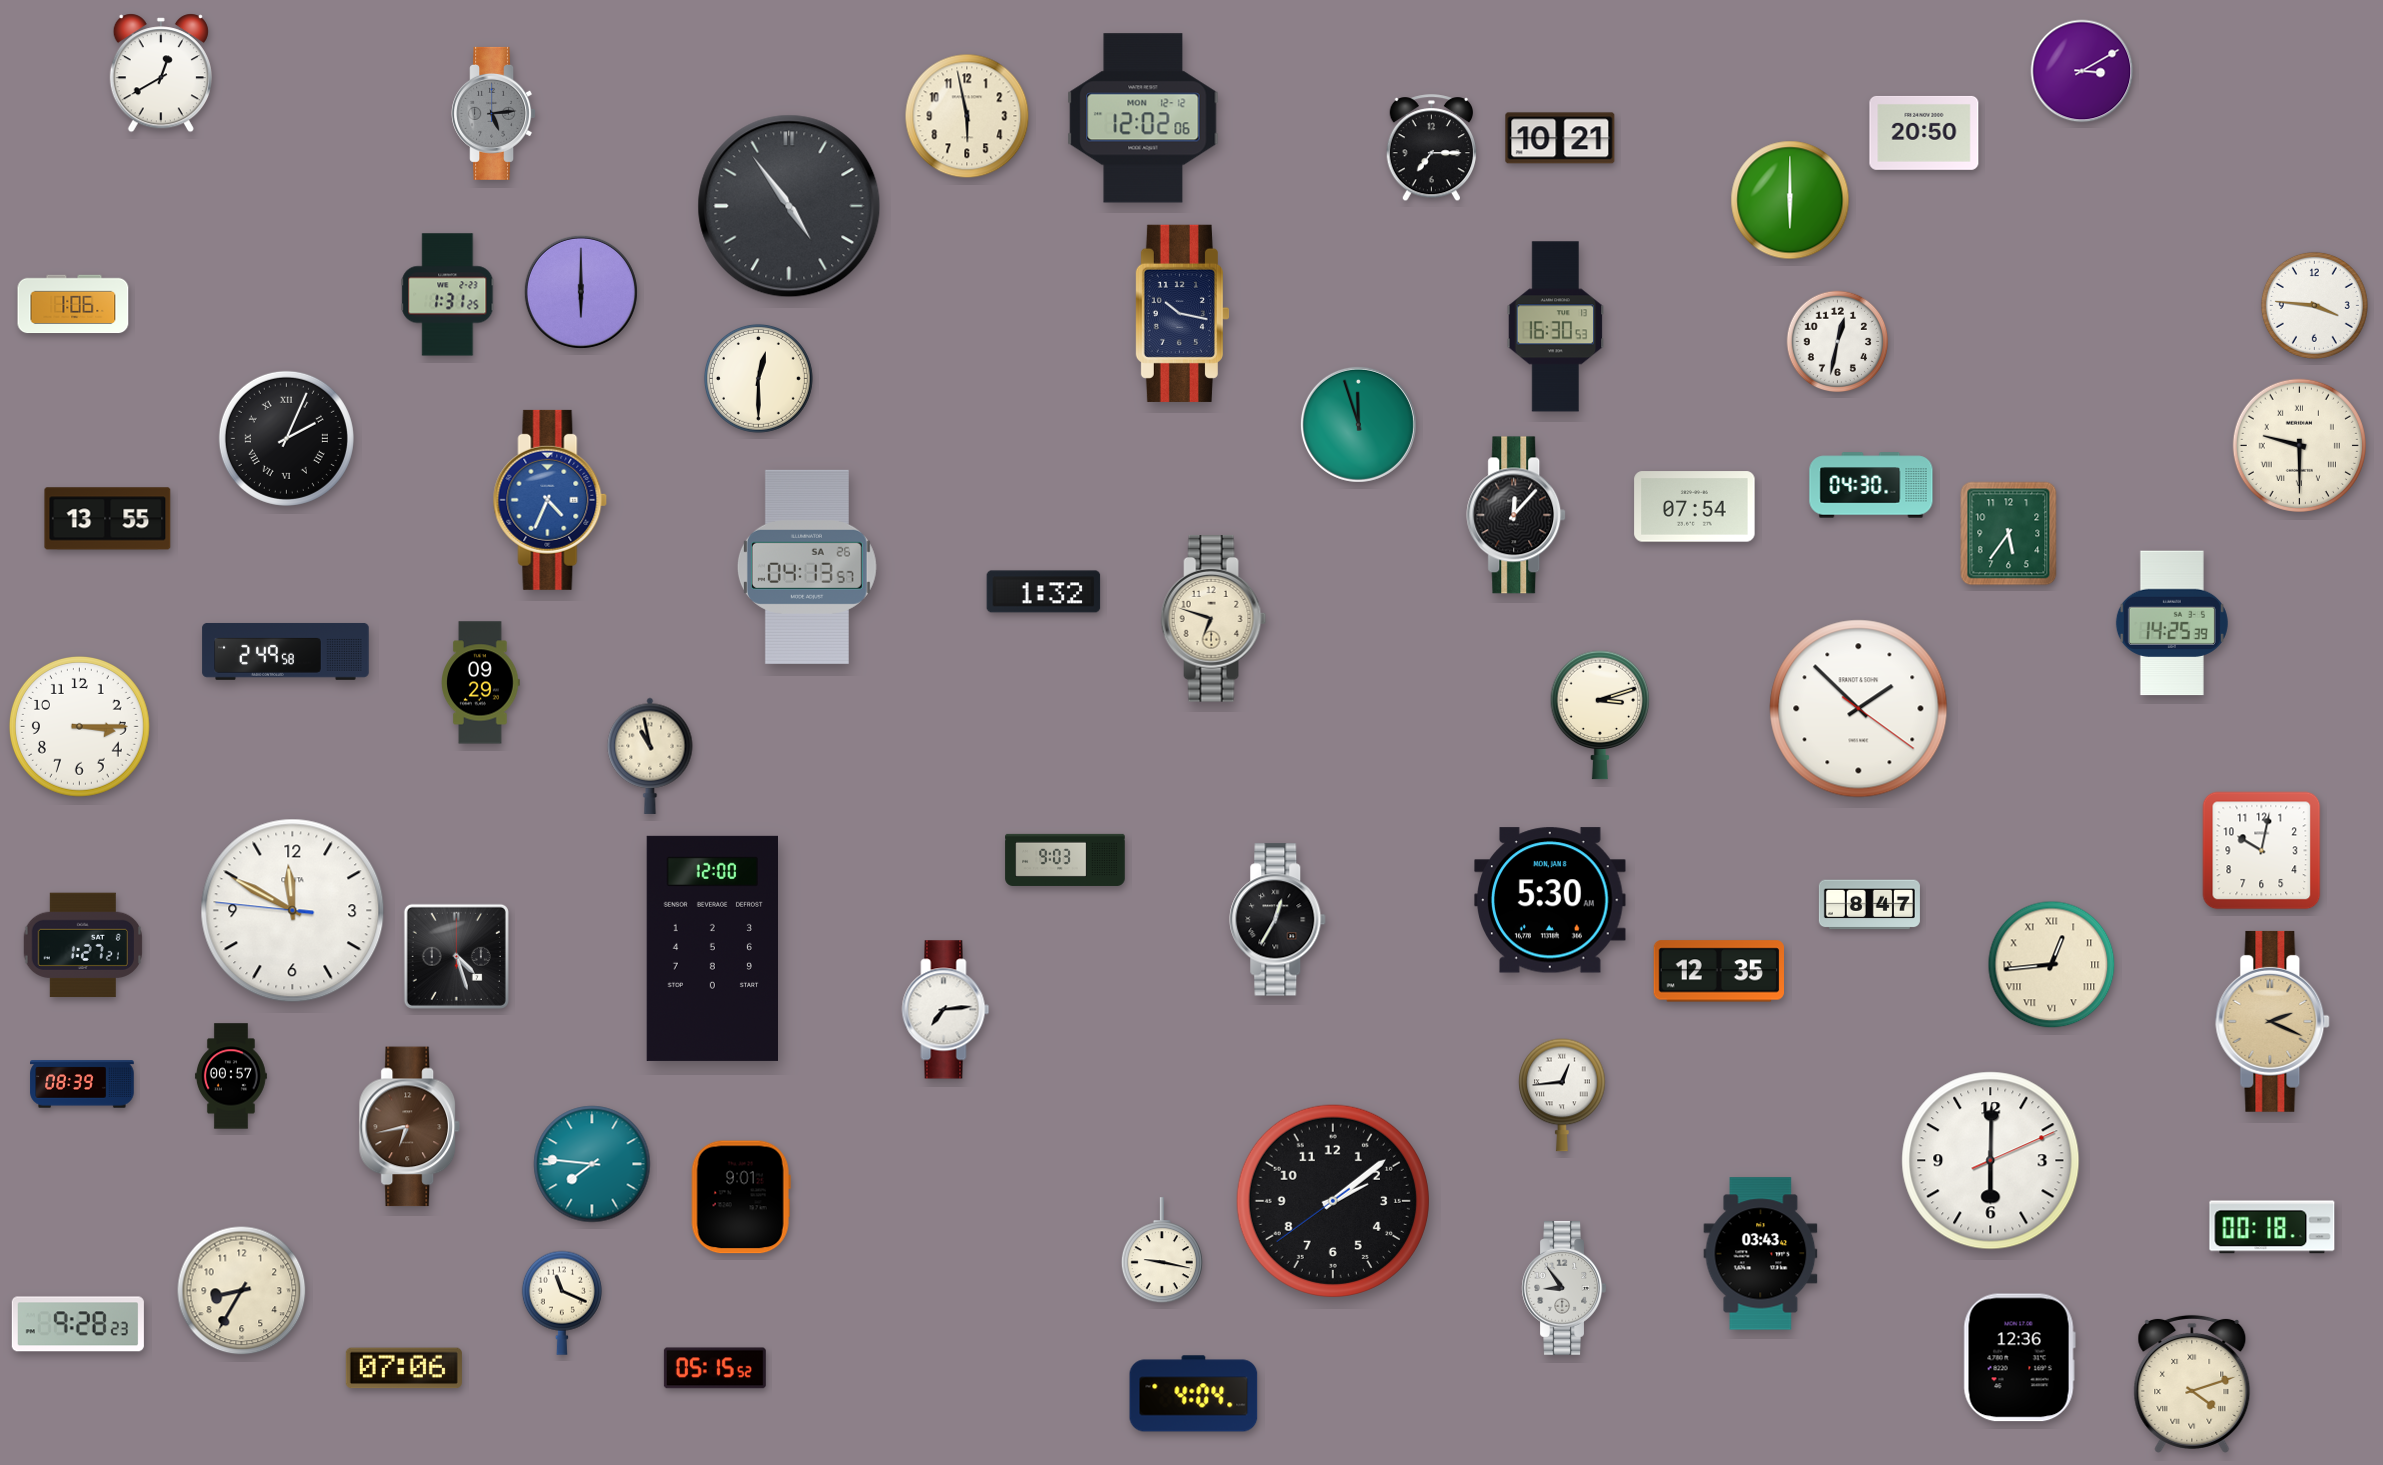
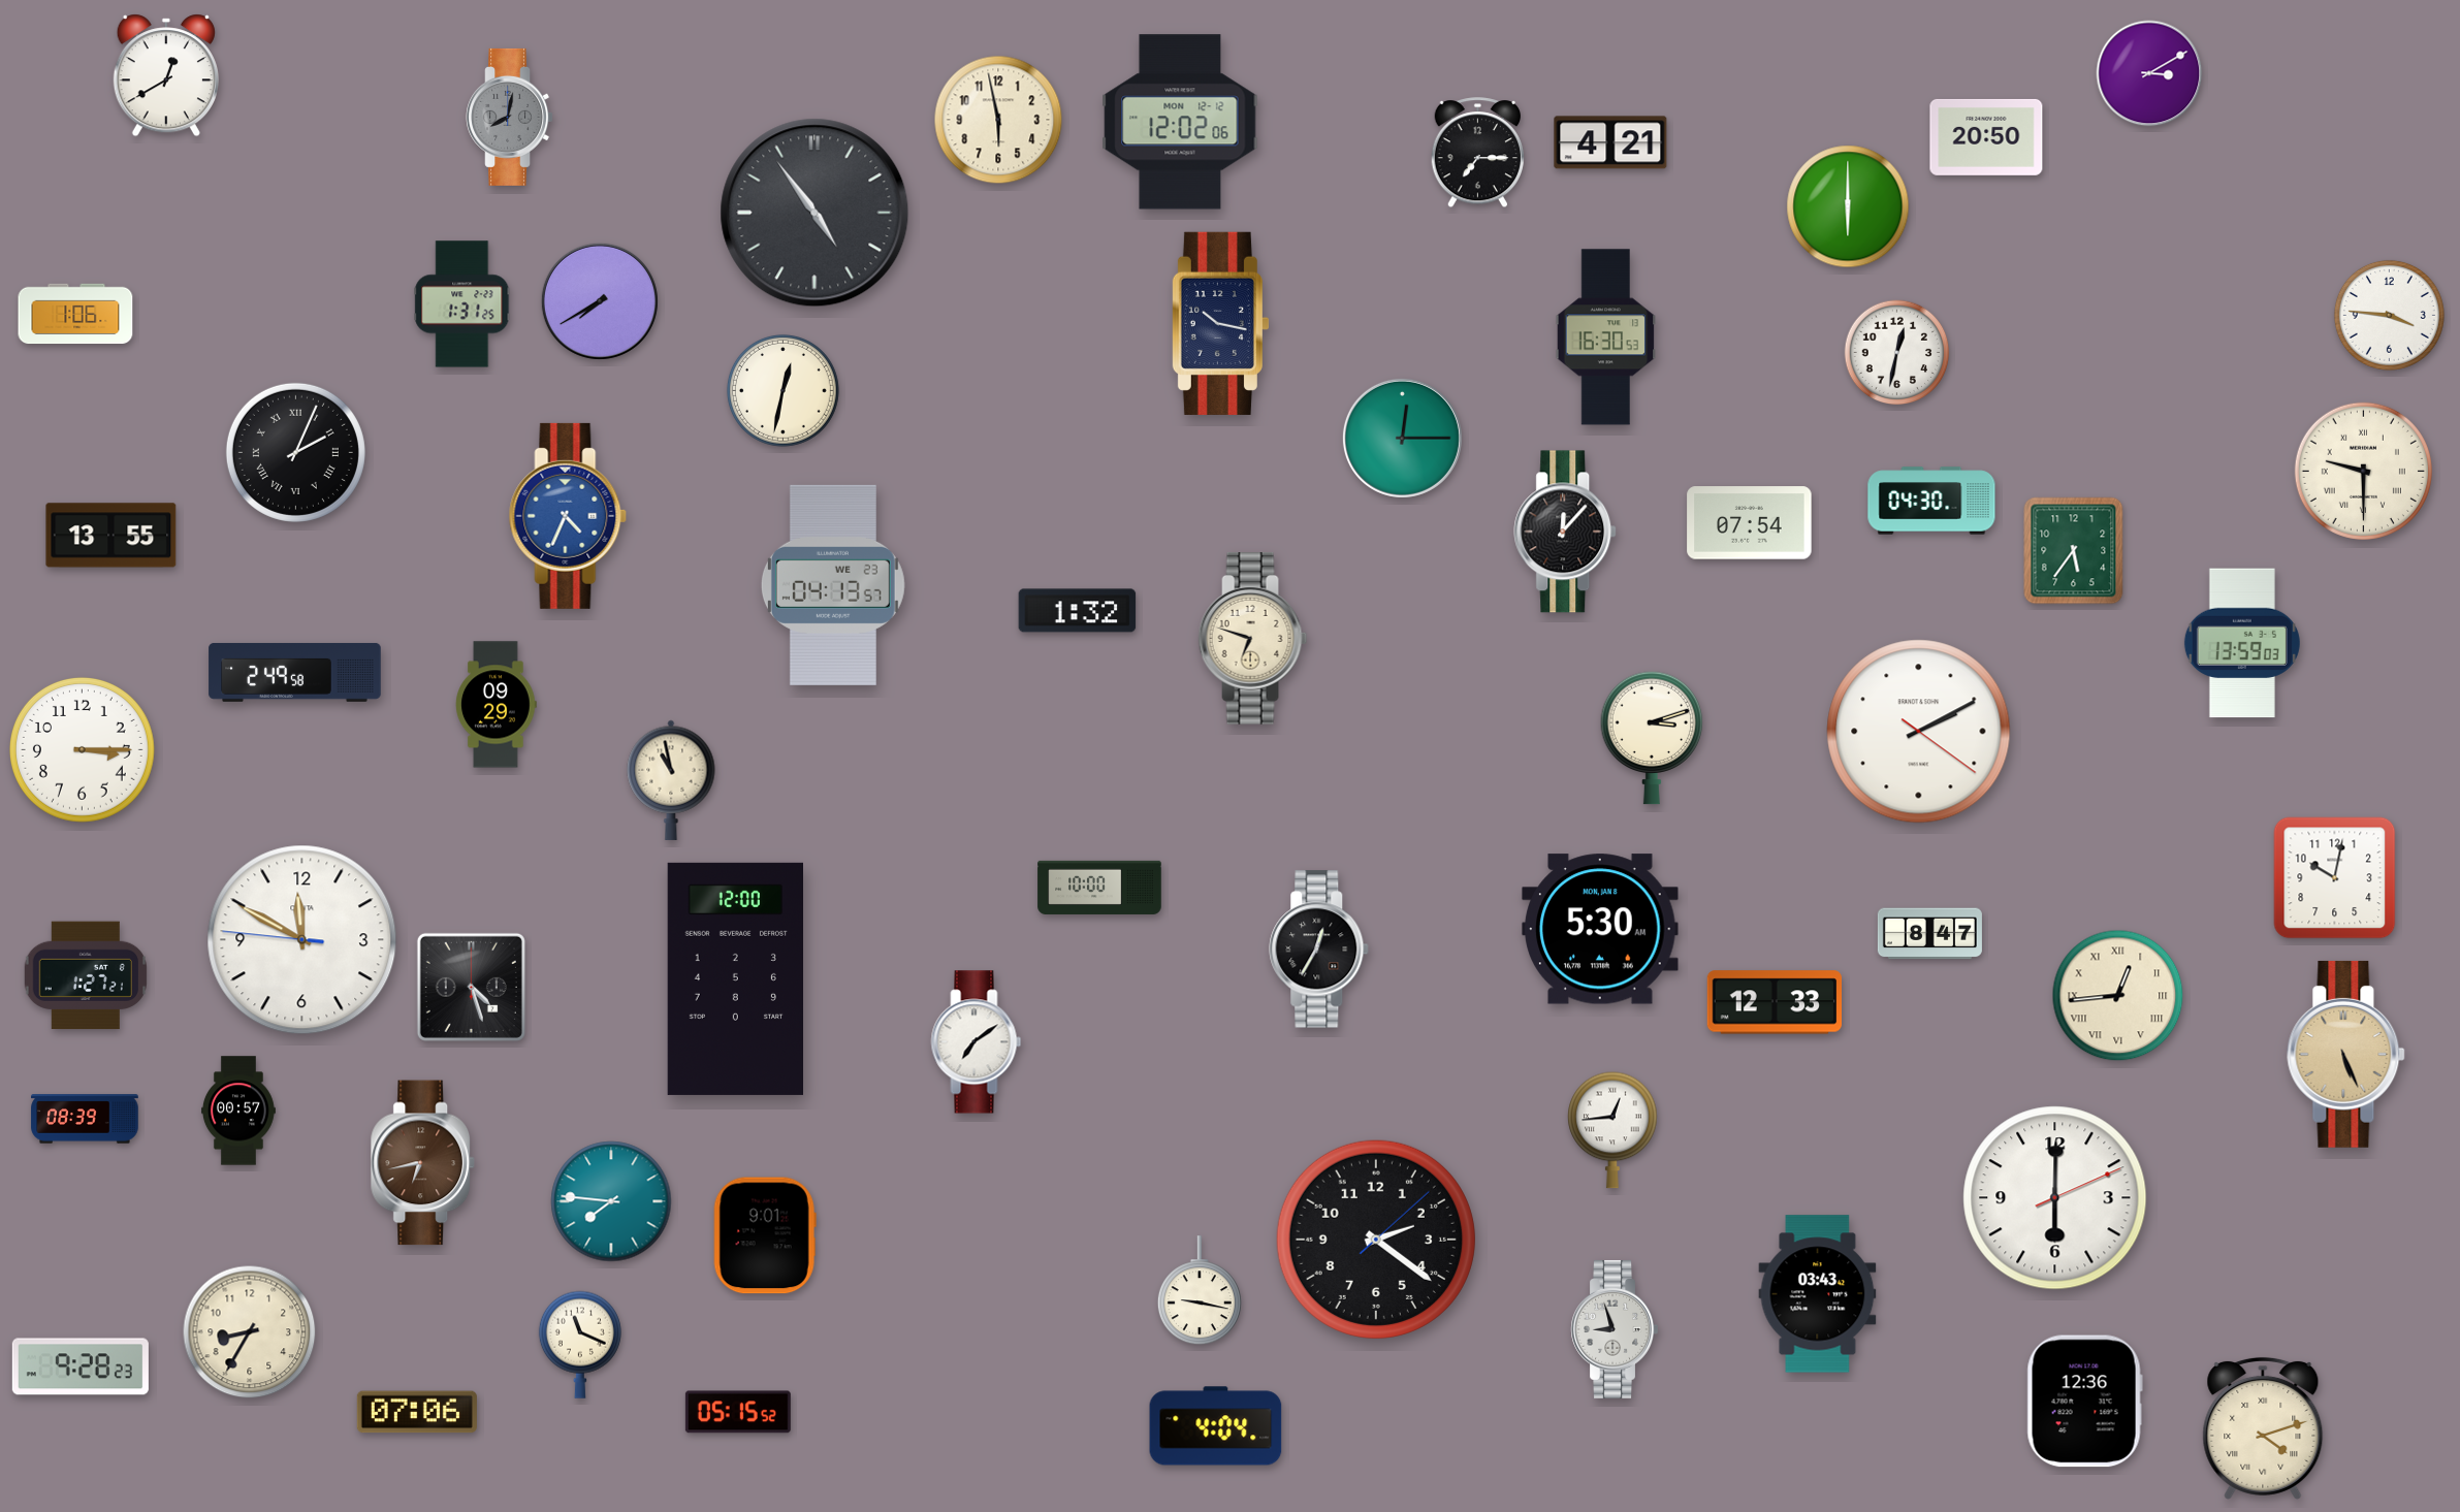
clock at (494, 113): 5:14 -> 8:02
clock at (1560, 138): 10:21 -> 4:21
clock at (581, 292): 6:00 -> 7:40
clock at (758, 378): 12:30 -> 12:32
clock at (1358, 424): 11:57 -> 12:15
clock at (2299, 445) position: (2299, 445) -> (2363, 471)
clock at (807, 567) date: SA 26 -> WE 23
clock at (2172, 623): 14:25 -> 13:59
clock at (1859, 709): 1:52 -> 2:10
clock at (1065, 860): 9:03 -> 10:00
clock at (1718, 971): 12:35 -> 12:33
clock at (946, 1010): 7:14 -> 7:09
clock at (2273, 1021): 2:19 -> 5:26
clock at (1333, 1201): 2:08 -> 2:21
clock at (2272, 1227): 00:18 -> none
clock at (1564, 1288): 8:54 -> 8:57
clock at (1194, 1394) position: (1194, 1394) -> (1216, 1426)
